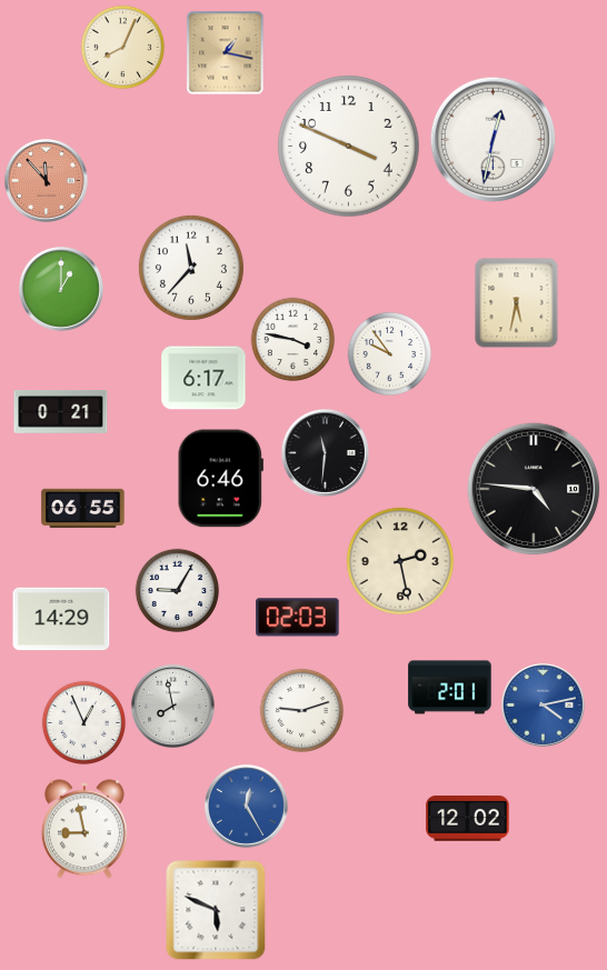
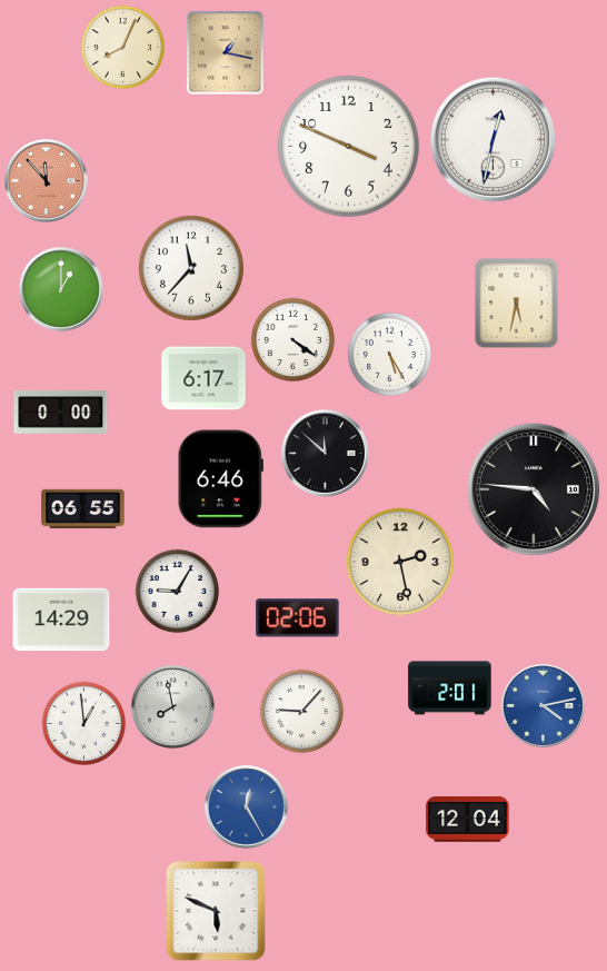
clock at (293, 340): 3:47 -> 4:21
clock at (390, 354): 9:54 -> 5:25
clock at (61, 412): 0:21 -> 0:00
clock at (325, 452): 11:31 -> 11:52
clock at (298, 618): 02:03 -> 02:06
clock at (302, 711): 9:12 -> 9:07
clock at (84, 723): 12:56 -> 12:59
clock at (468, 819): 12:02 -> 12:04
clock at (84, 829): 8:58 -> none
